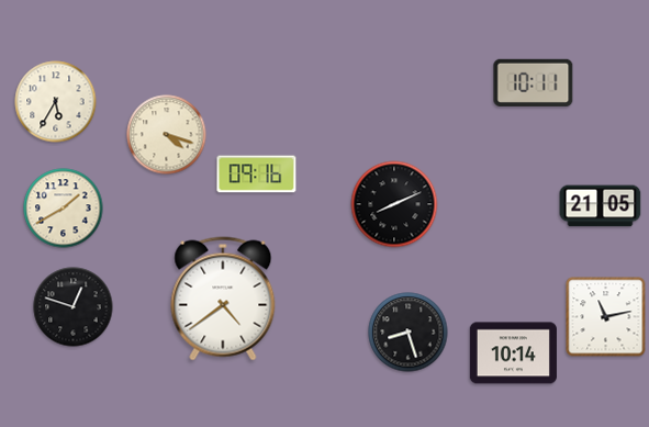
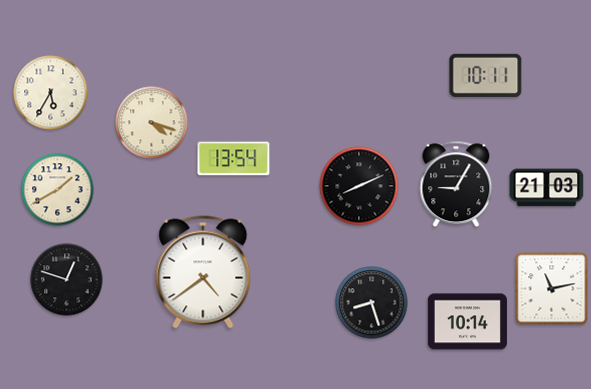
clock at (257, 175): 09:16 -> 13:54
clock at (456, 184): none -> 9:05
clock at (601, 206): 21:05 -> 21:03
